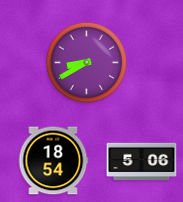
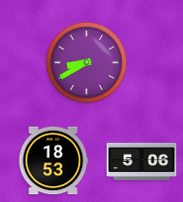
clock at (53, 161): 18:54 -> 18:53
